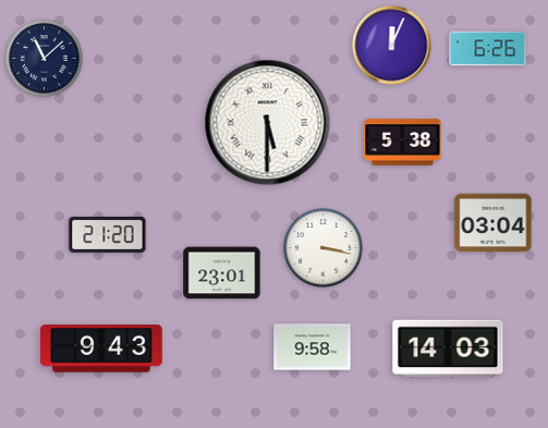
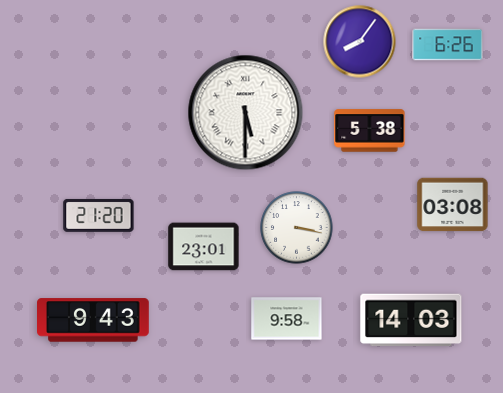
clock at (392, 46): 12:04 -> 8:06
clock at (45, 59): 11:08 -> none
clock at (494, 223): 03:04 -> 03:08
clock at (222, 273) position: (222, 273) -> (204, 247)
